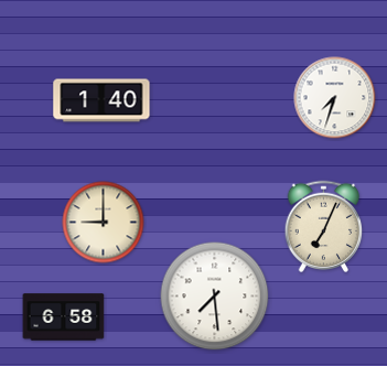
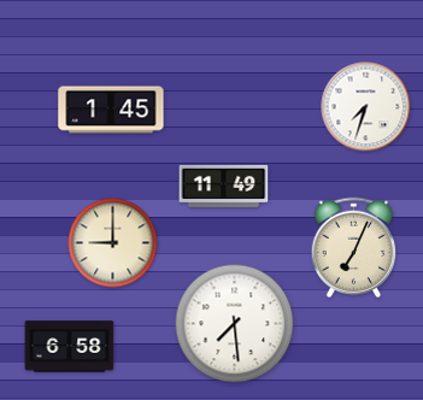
clock at (101, 100): 1:40 -> 1:45
clock at (224, 186): none -> 11:49
